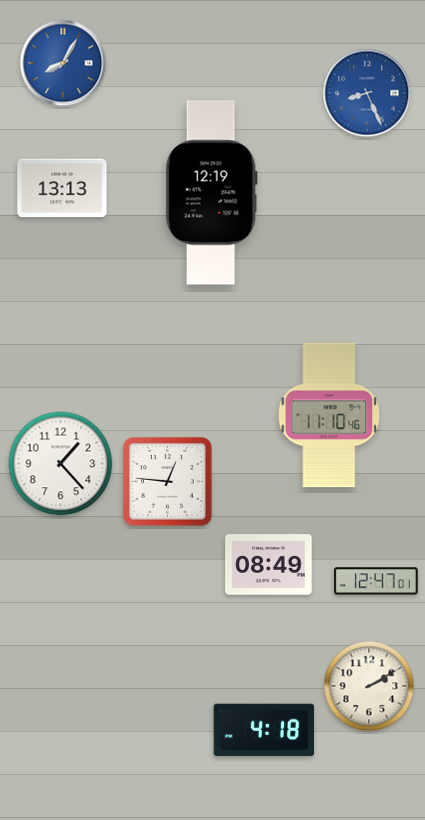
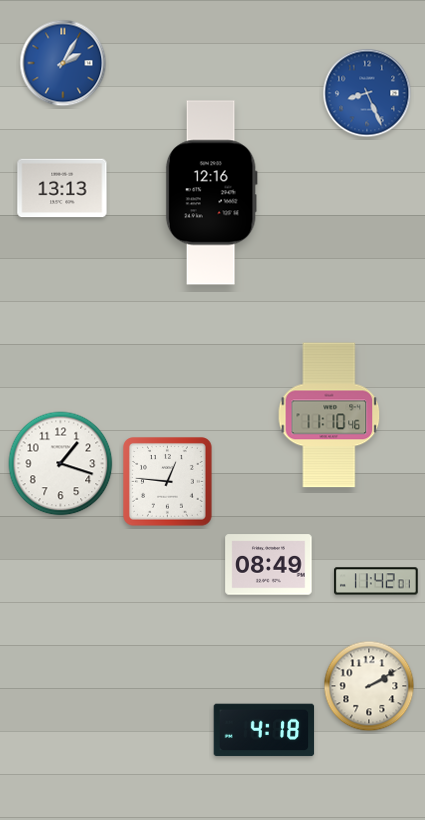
clock at (63, 63): 8:05 -> 2:05
clock at (211, 193): 12:19 -> 12:16
clock at (61, 464): 1:23 -> 1:18
clock at (377, 581): 12:47 -> 11:42
